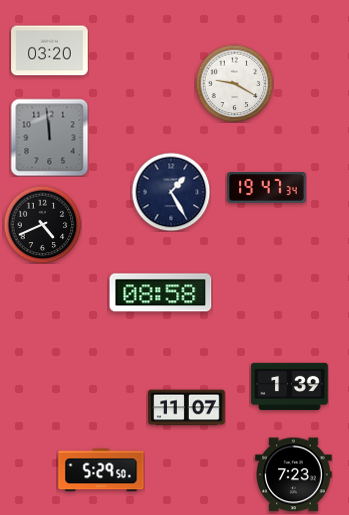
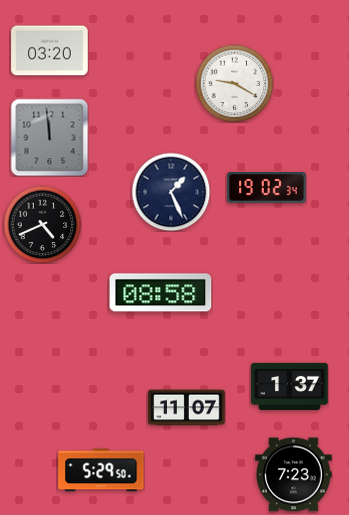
clock at (267, 188): 19:47 -> 19:02
clock at (171, 192): 1:25 -> 1:26
clock at (290, 386): 1:39 -> 1:37
